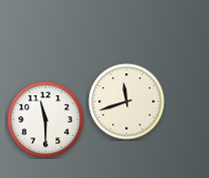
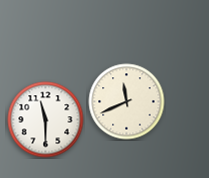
clock at (127, 102): 11:42 -> 11:41
